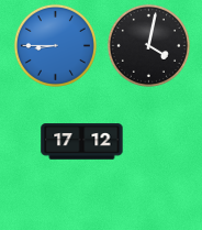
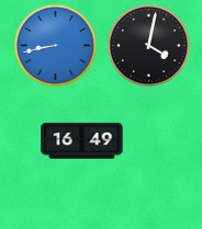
clock at (55, 45): 8:45 -> 8:43
clock at (82, 142): 17:12 -> 16:49
